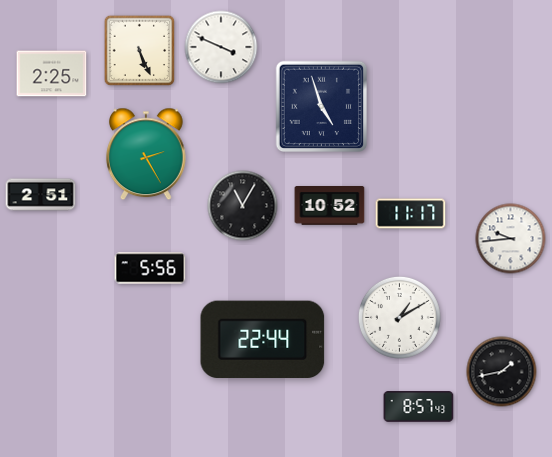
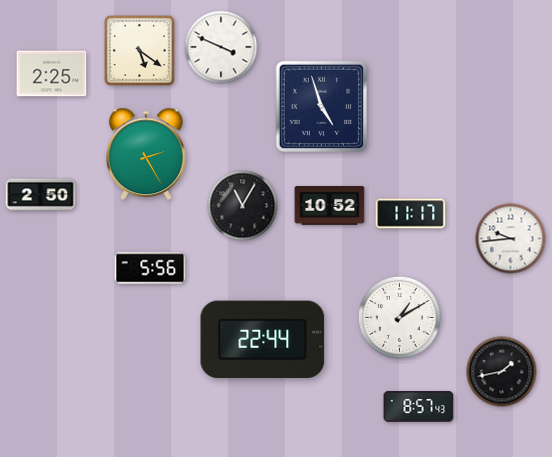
clock at (140, 51): 5:26 -> 5:21
clock at (41, 195): 2:51 -> 2:50
